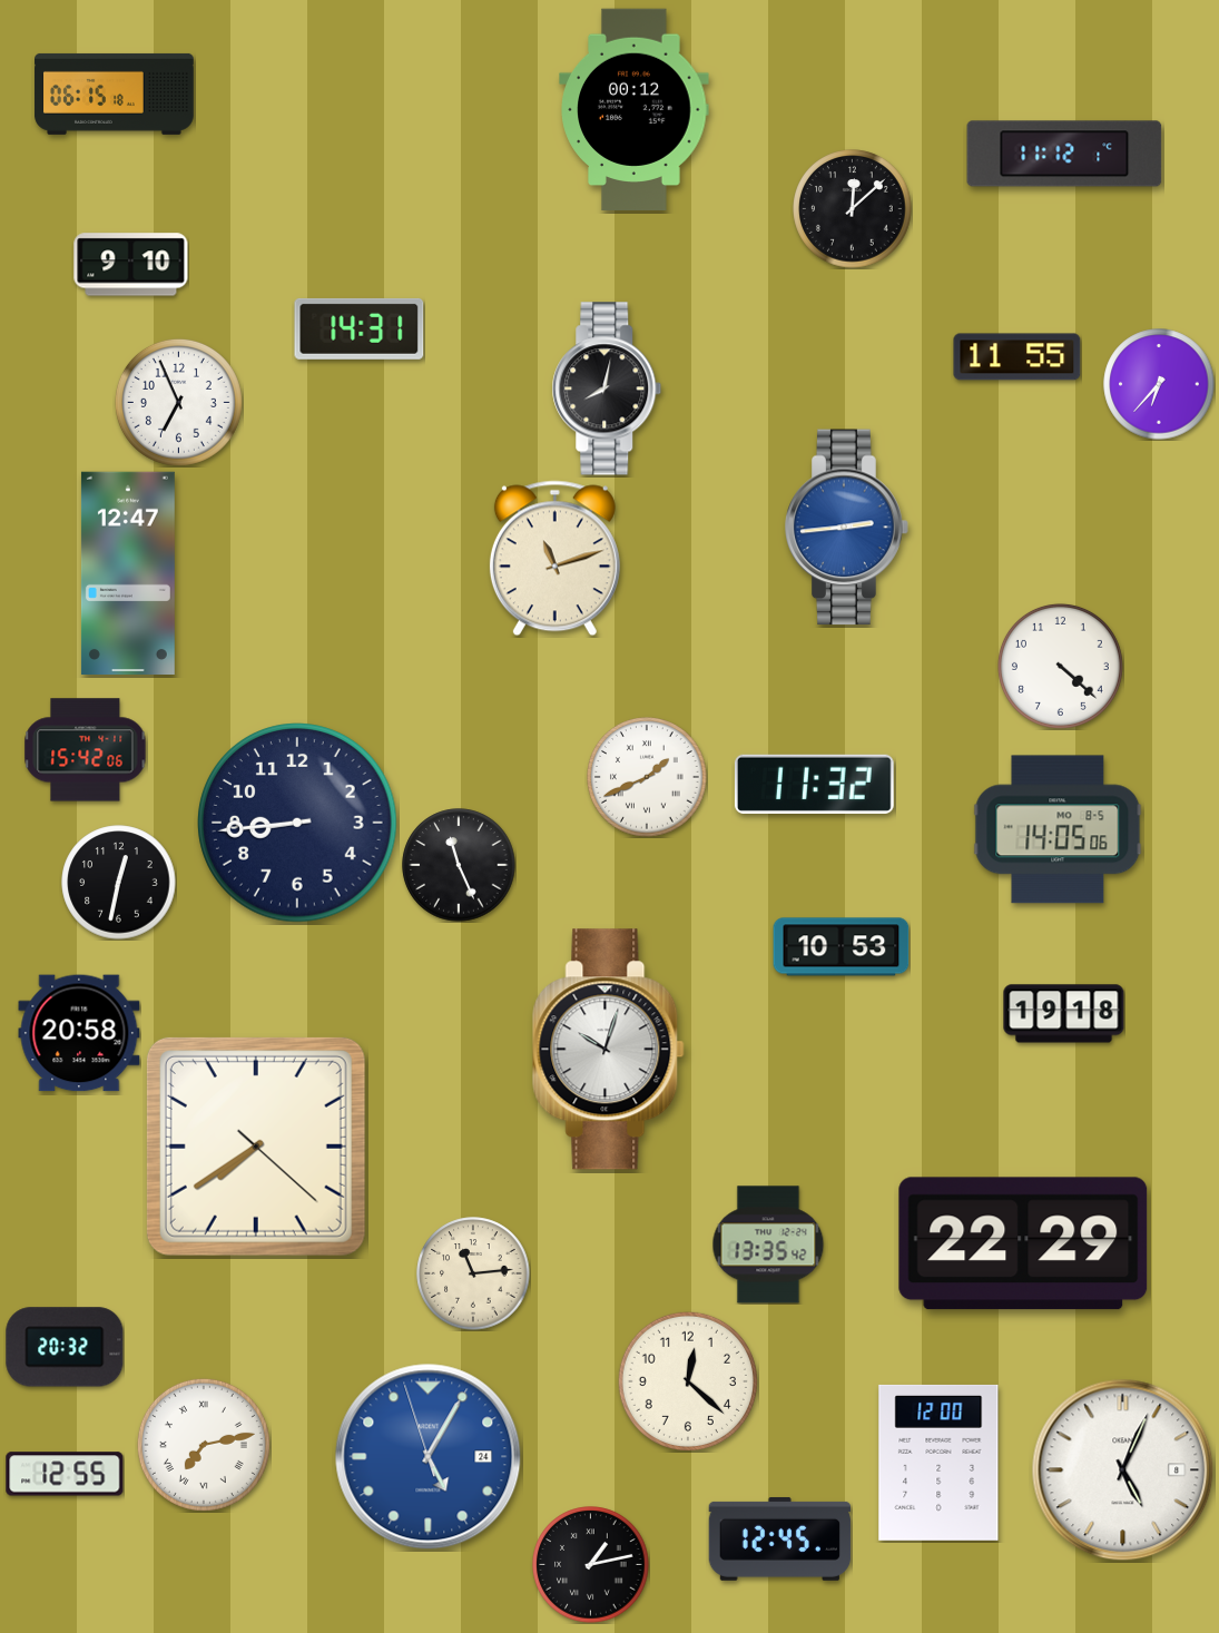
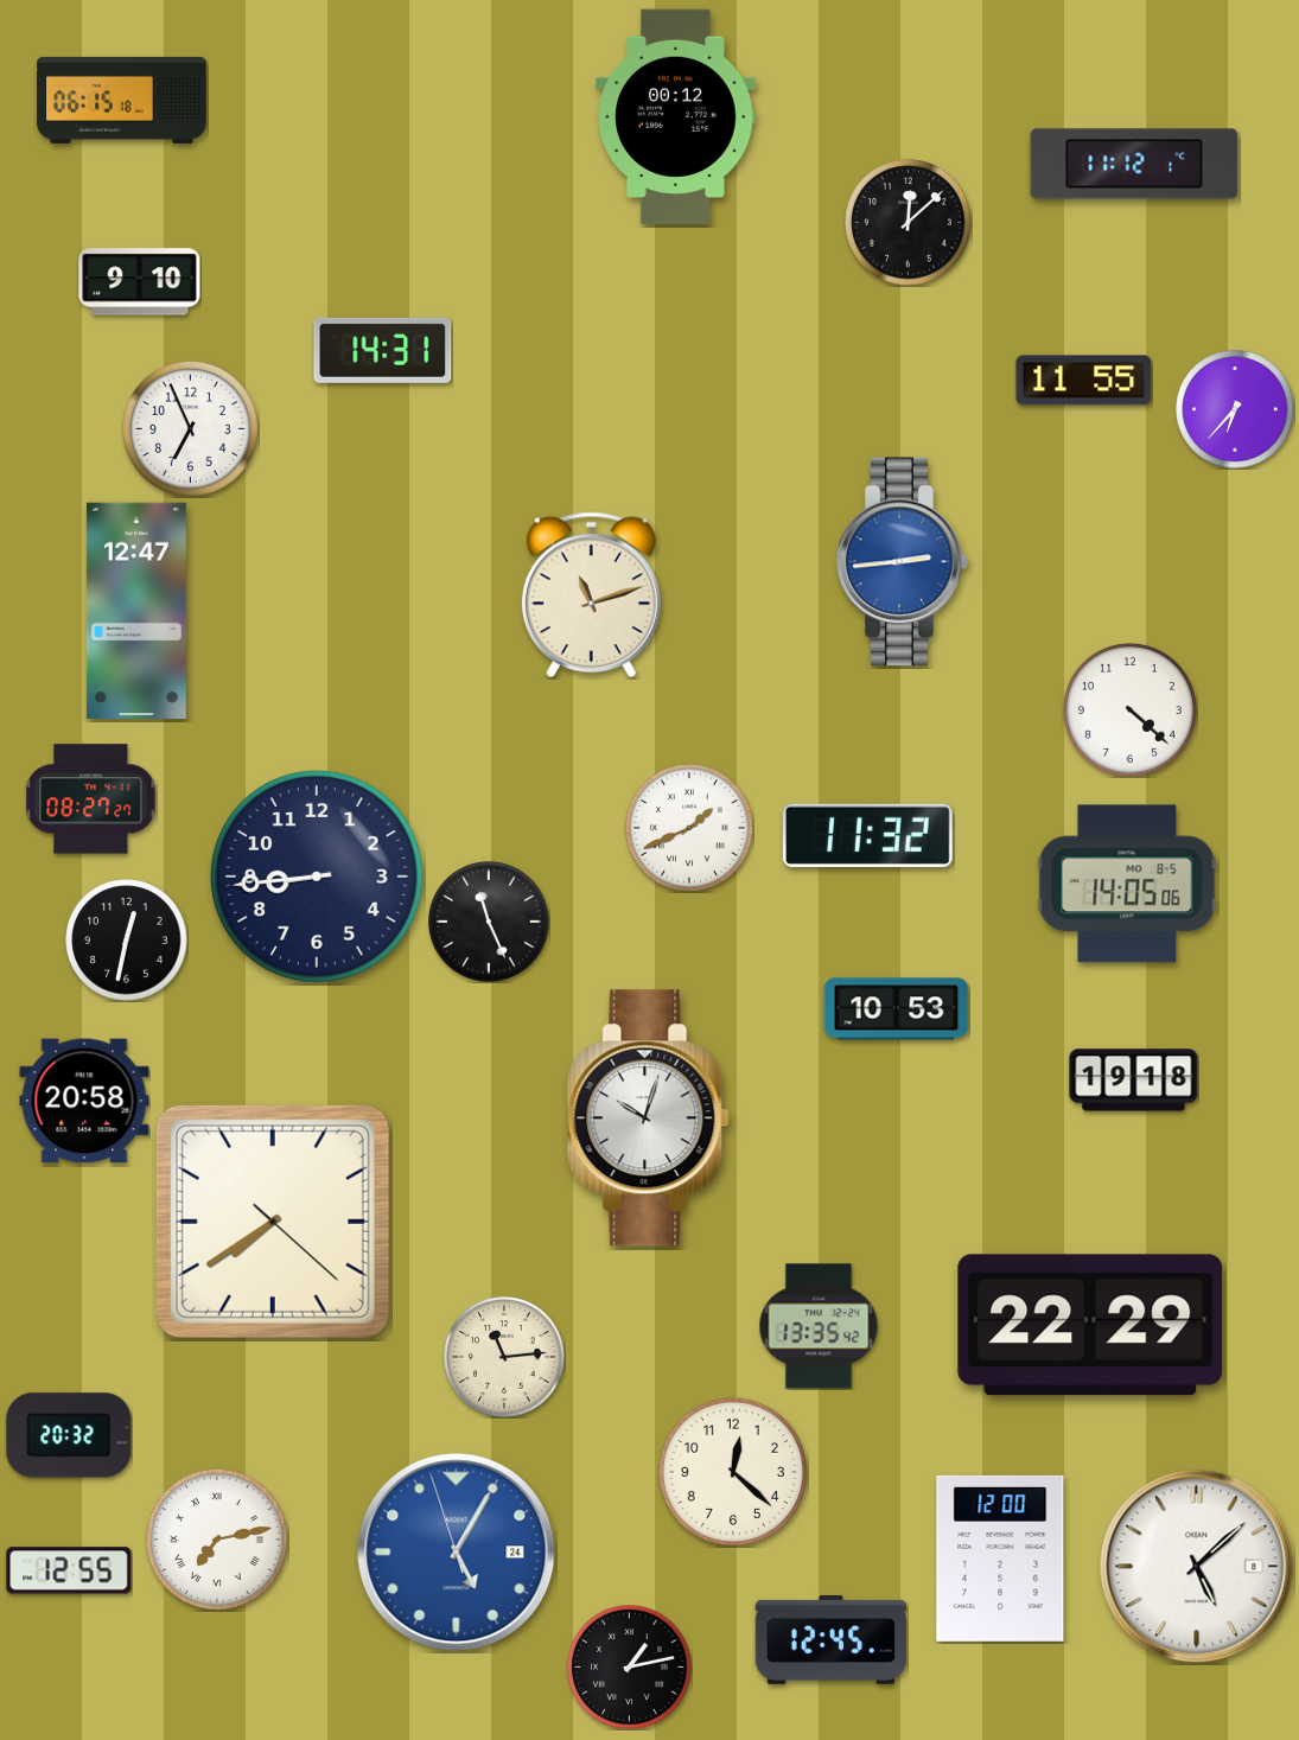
clock at (607, 388): 8:02 -> none
clock at (86, 750): 15:42 -> 08:27
clock at (1123, 1470): 5:04 -> 5:08
